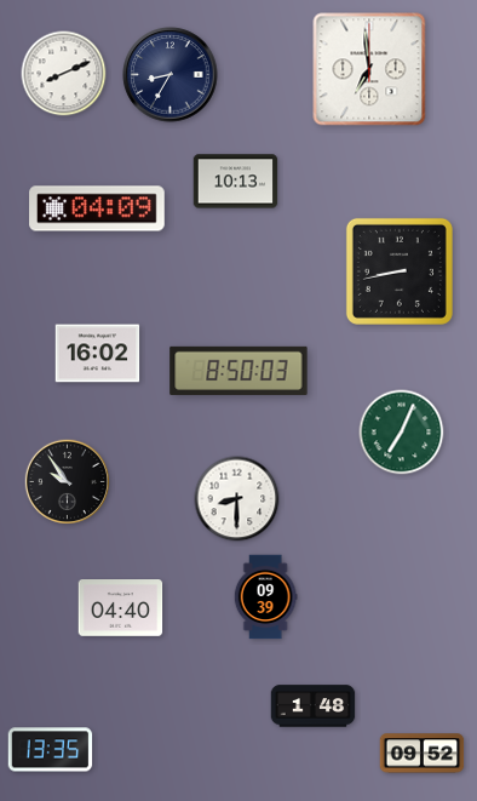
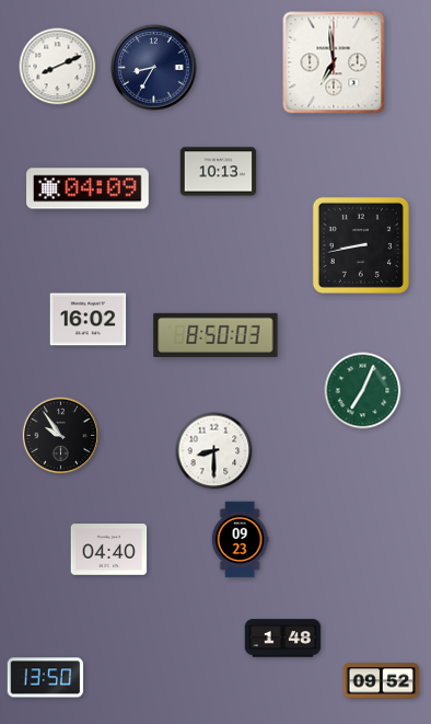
clock at (236, 182) position: (236, 182) -> (219, 172)
clock at (265, 597): 09:39 -> 09:23
clock at (51, 750): 13:35 -> 13:50
